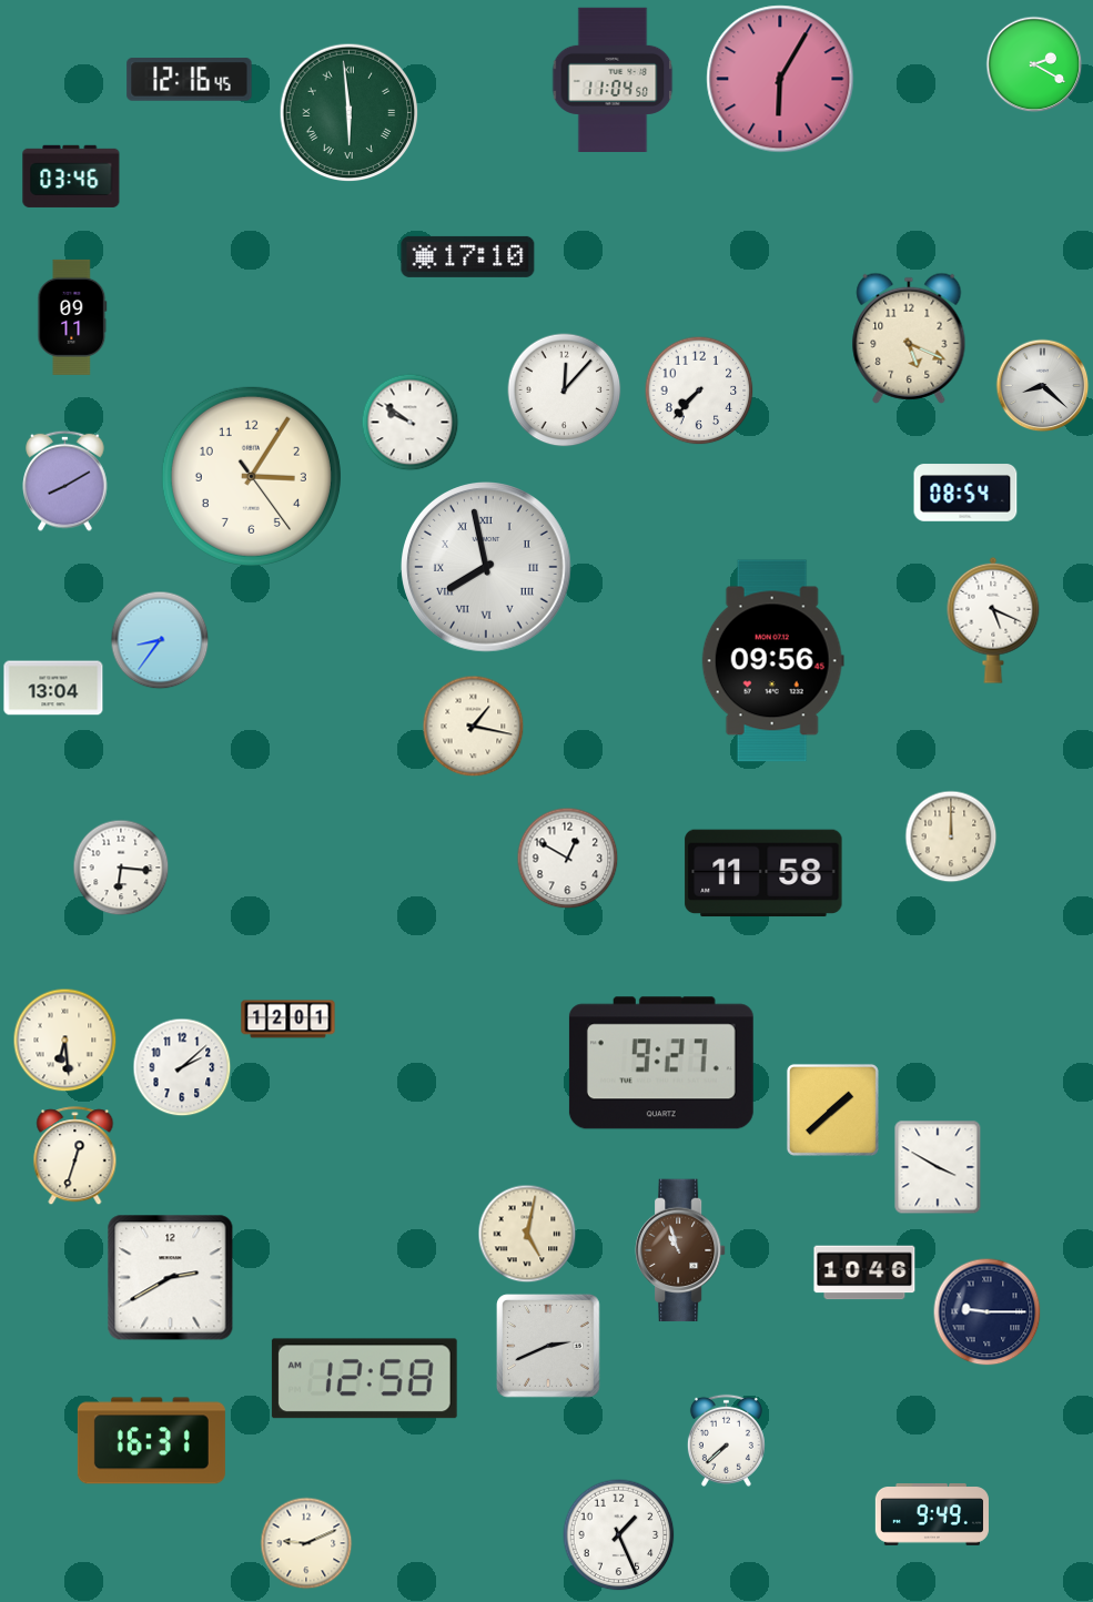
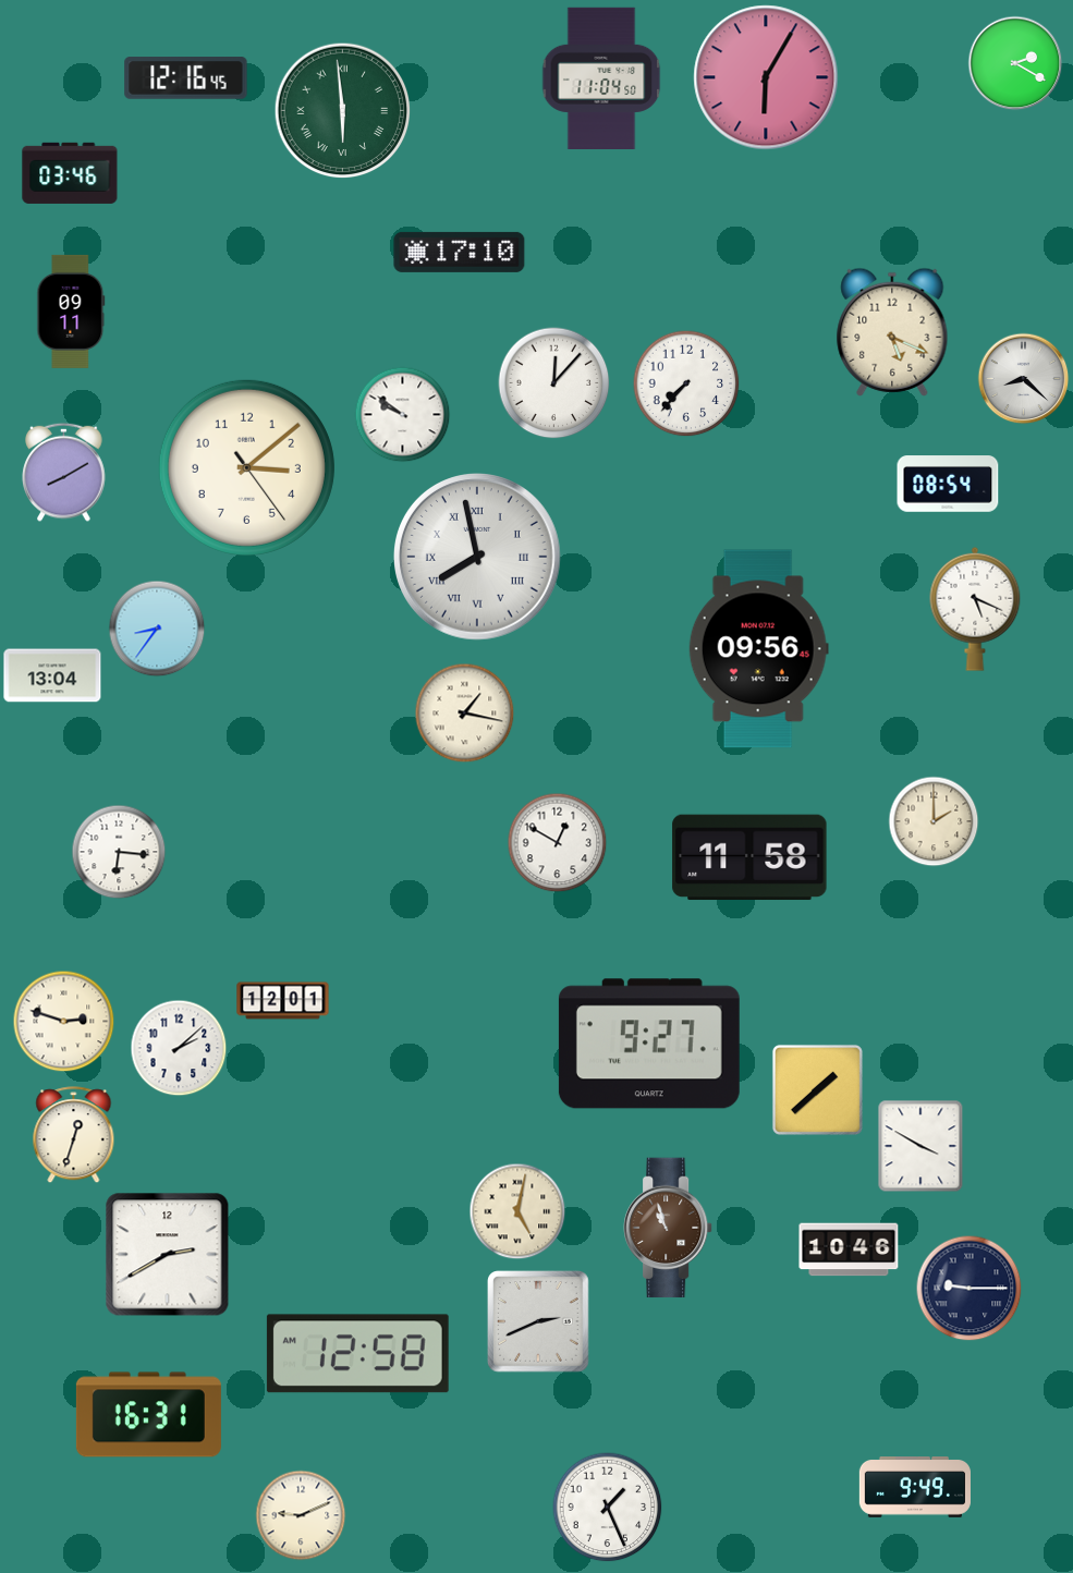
clock at (251, 476): 3:05 -> 3:08
clock at (951, 837): 12:00 -> 2:00
clock at (65, 1041): 6:29 -> 2:48
clock at (726, 1440): 7:38 -> none
